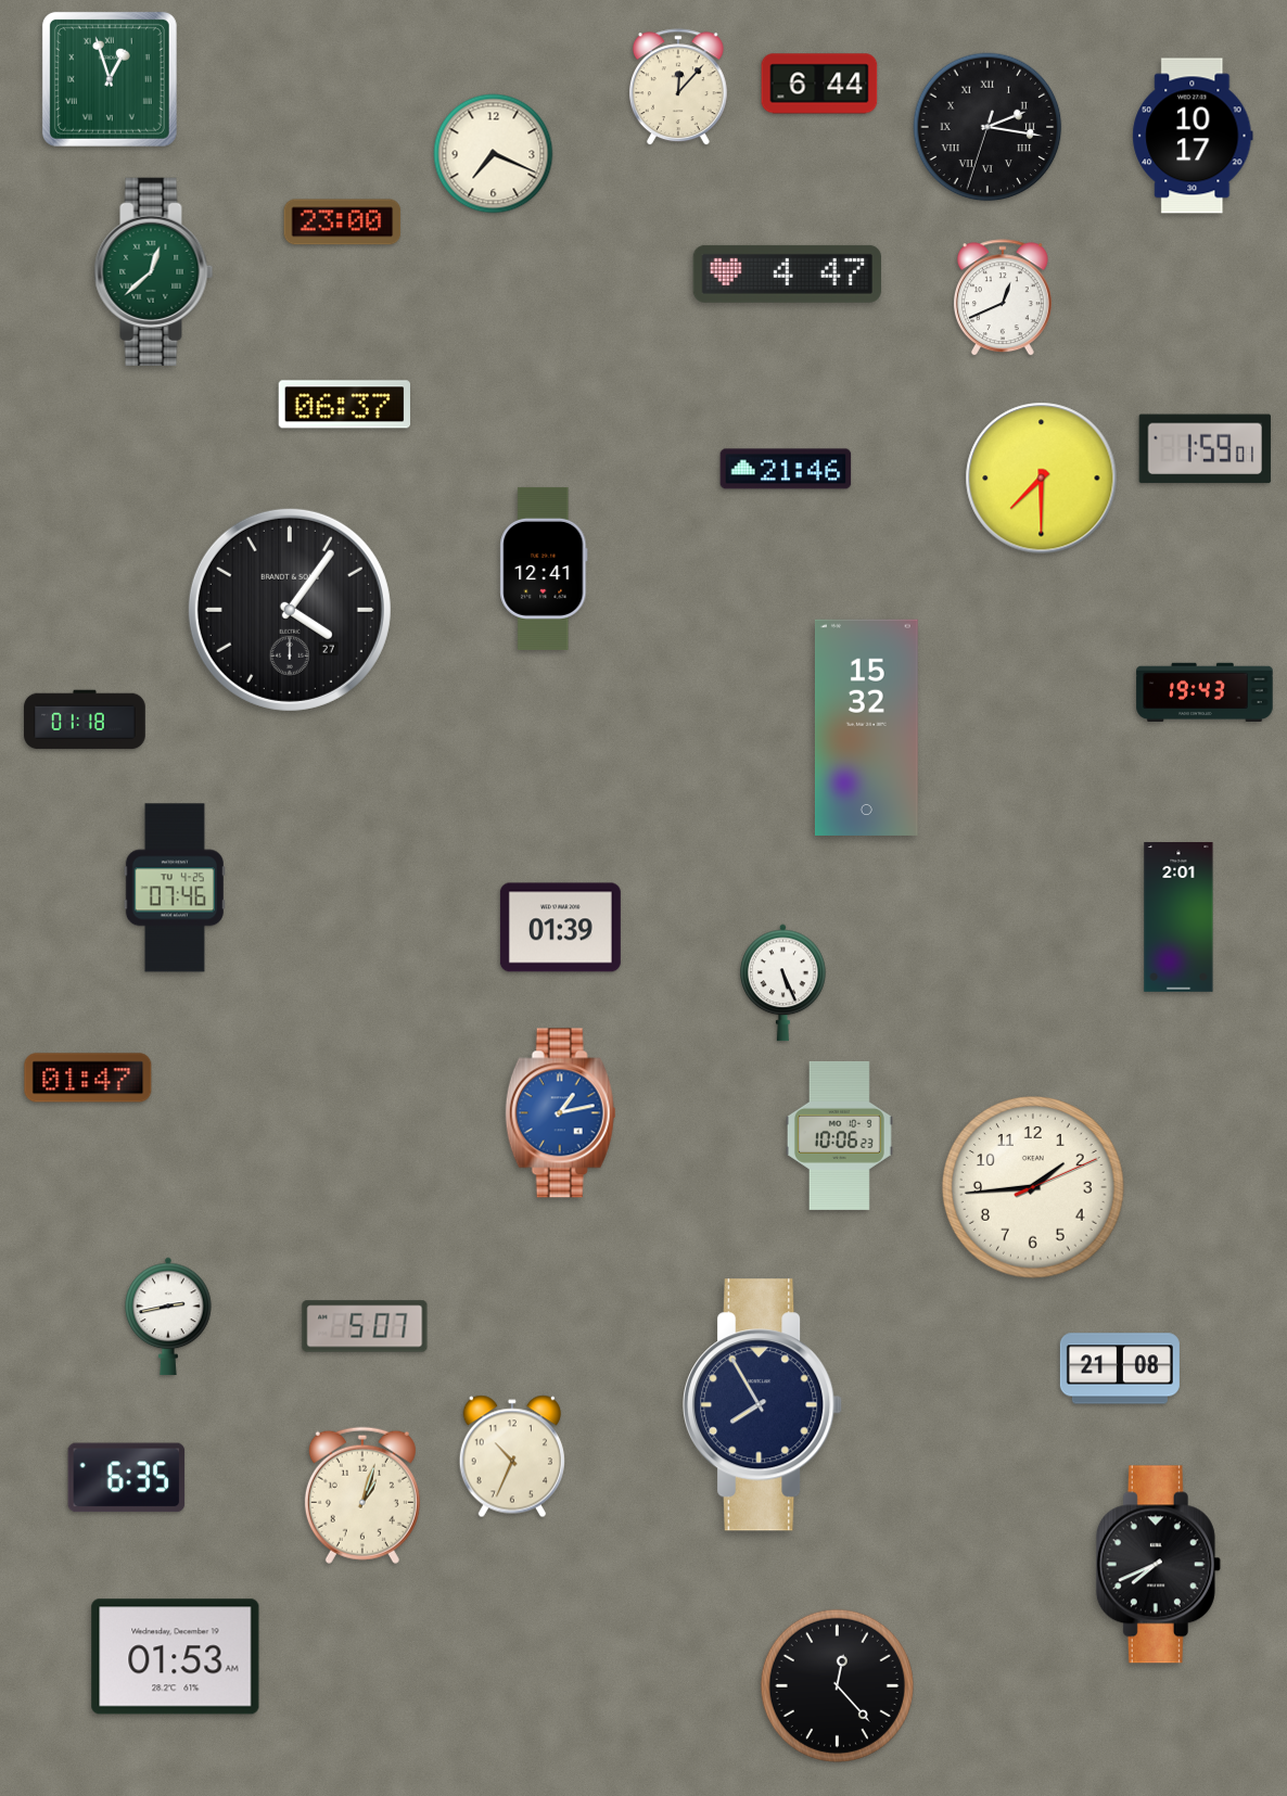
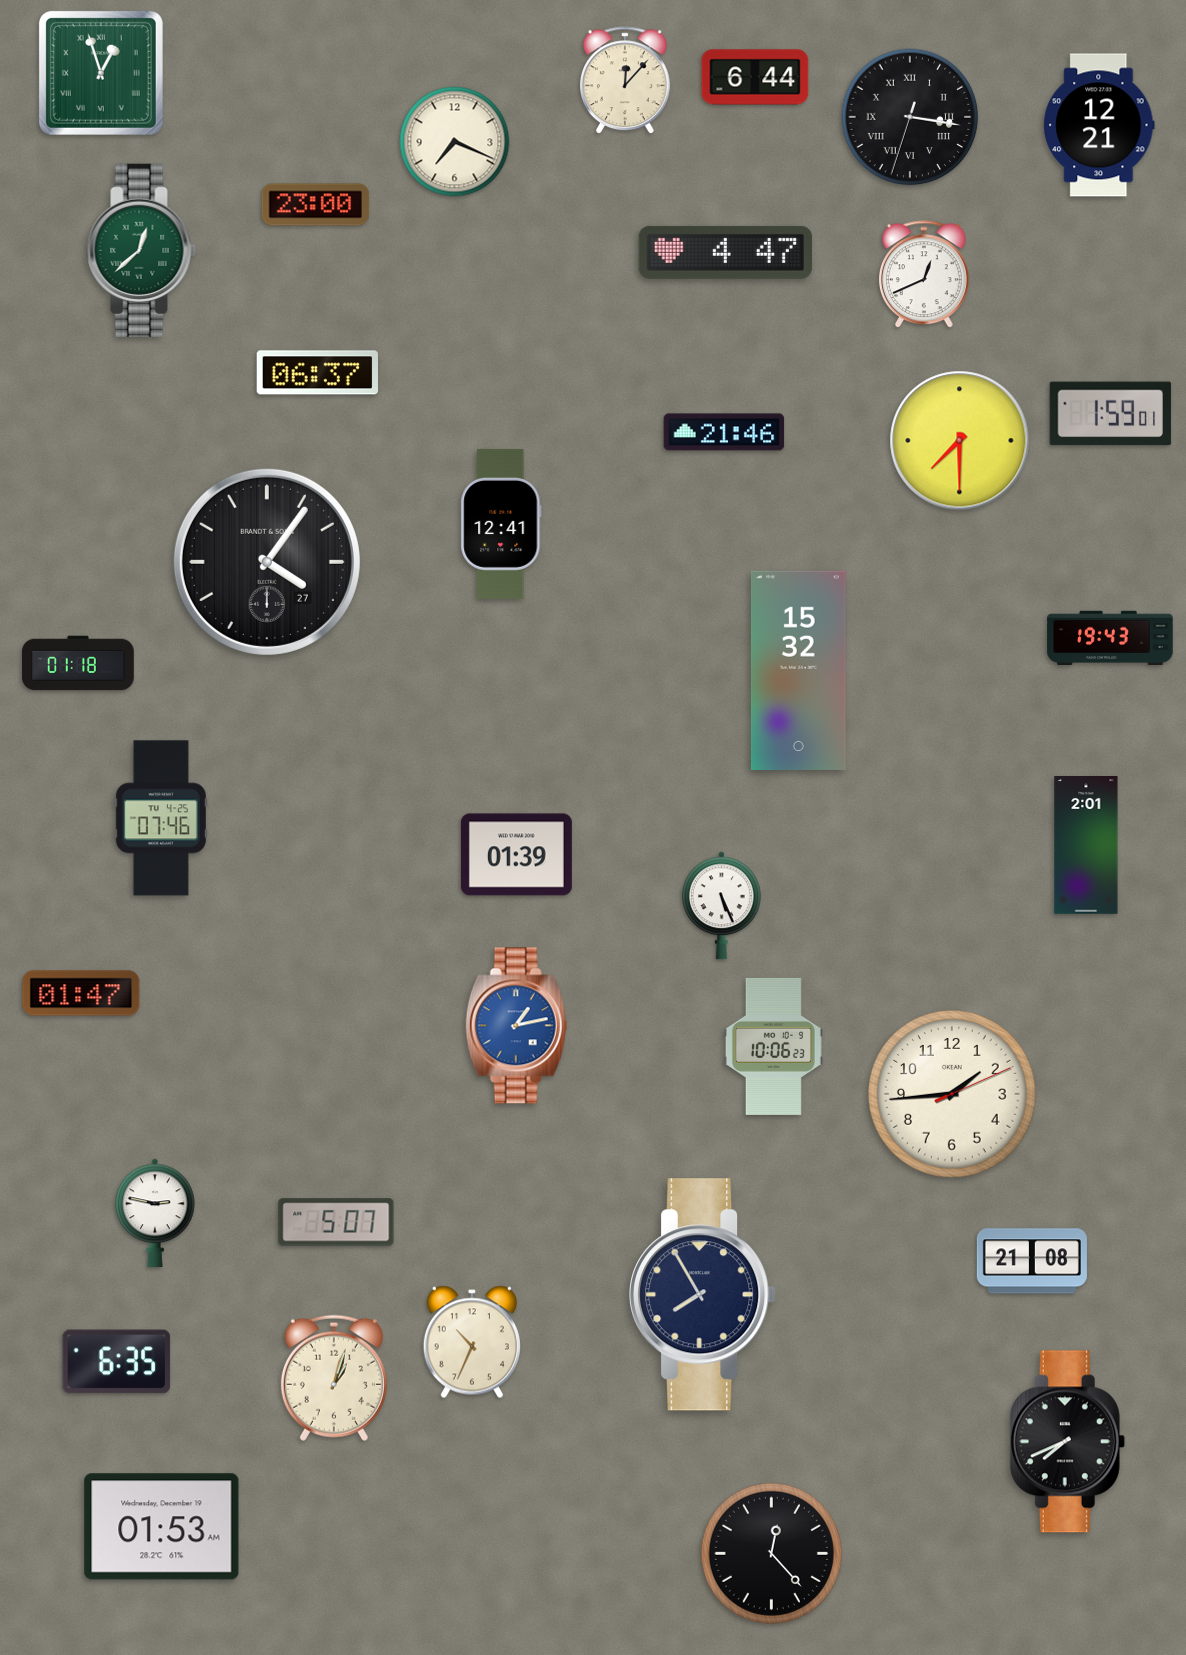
clock at (987, 127): 2:16 -> 3:16
clock at (1193, 136): 10:17 -> 12:21
clock at (168, 1316): 2:43 -> 2:47
